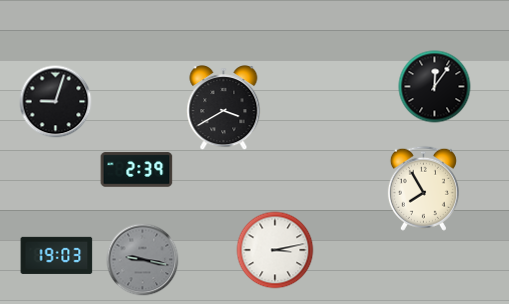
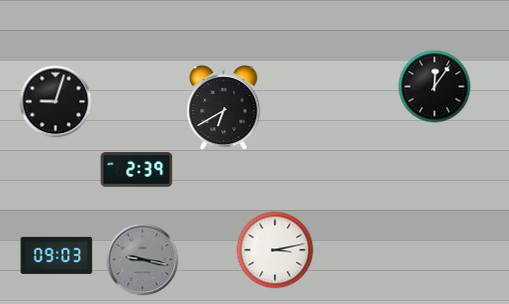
clock at (224, 108): 3:40 -> 6:40
clock at (423, 188): 7:55 -> none
clock at (57, 255): 19:03 -> 09:03
